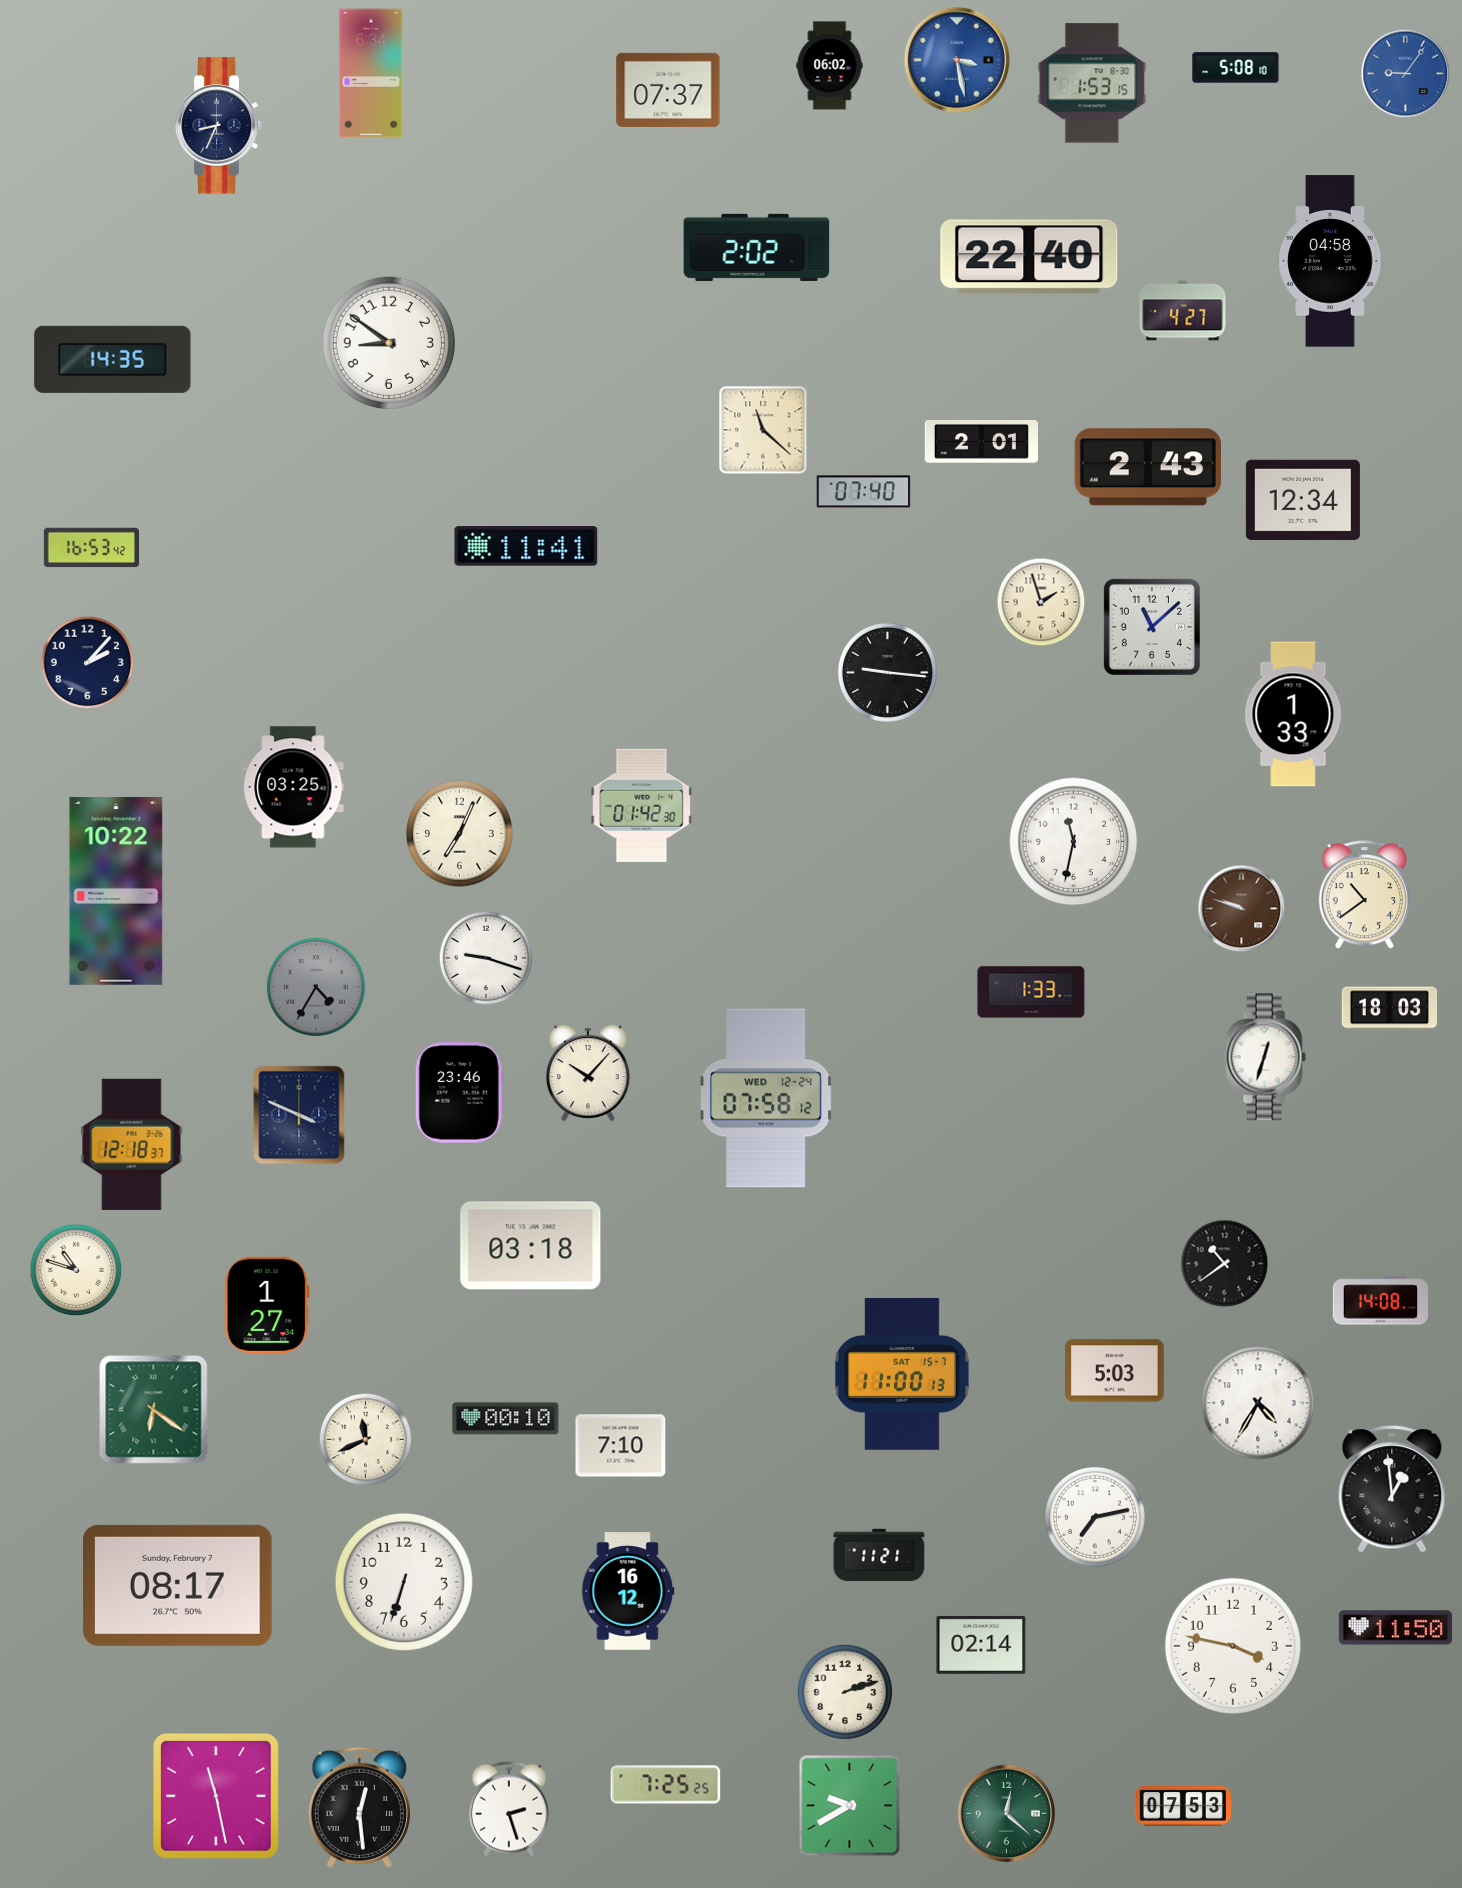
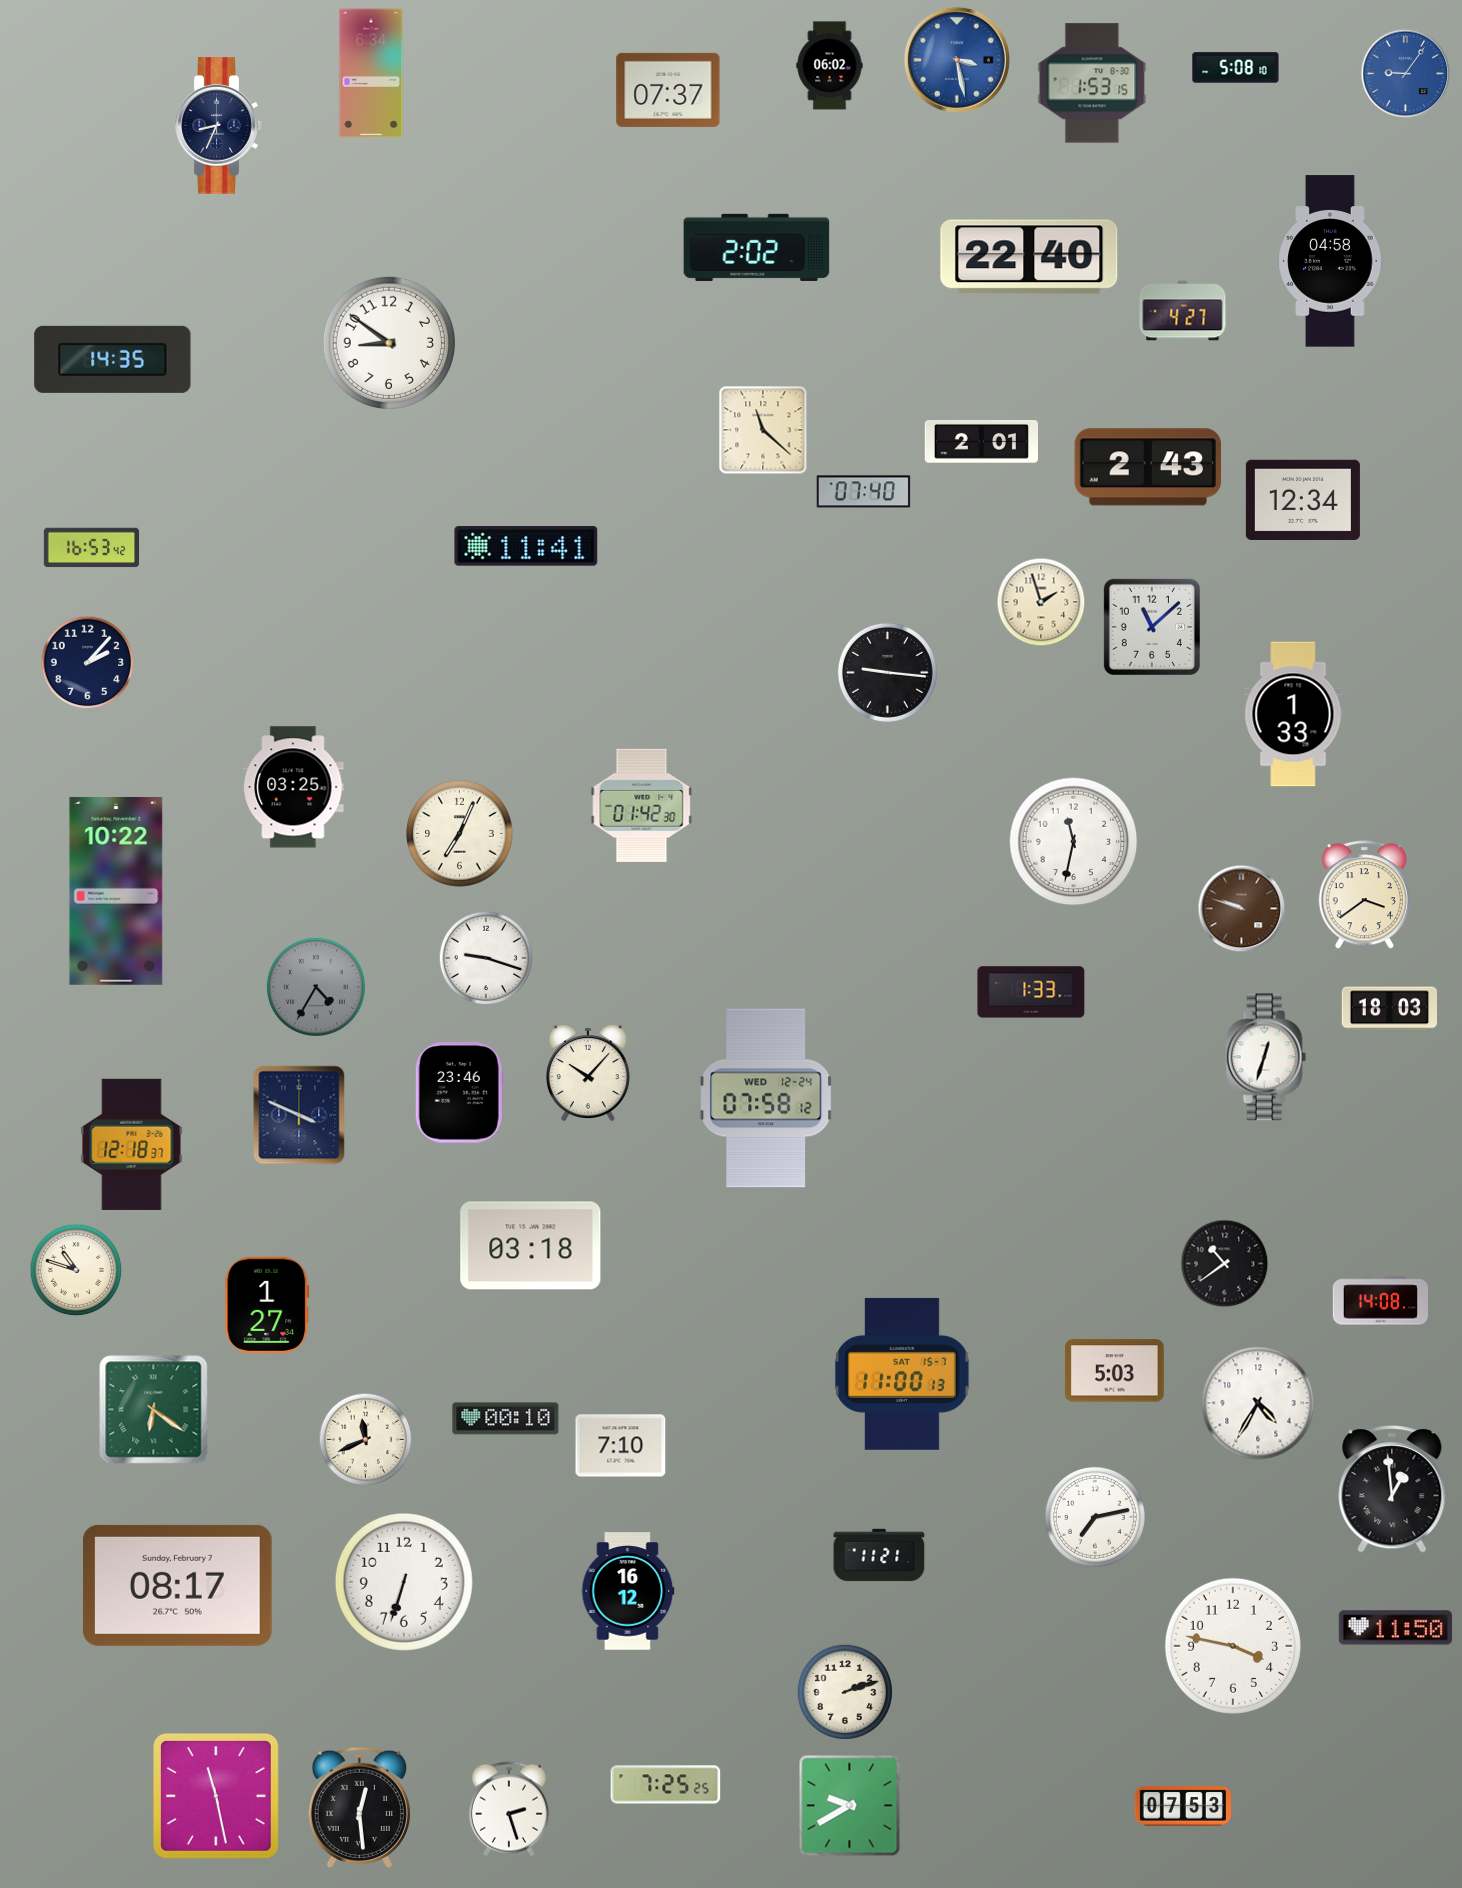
clock at (1364, 895): 10:39 -> 3:39
clock at (981, 1645): 02:14 -> none
clock at (1006, 1813): 12:22 -> none
